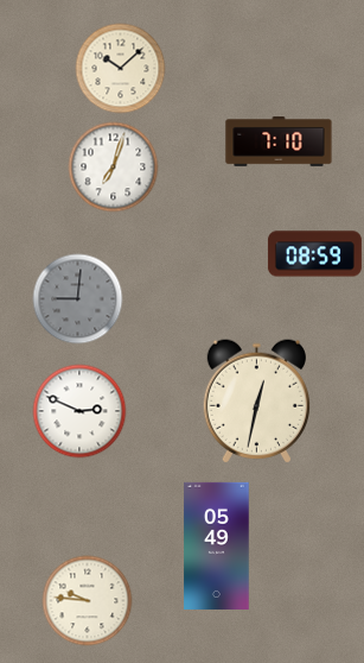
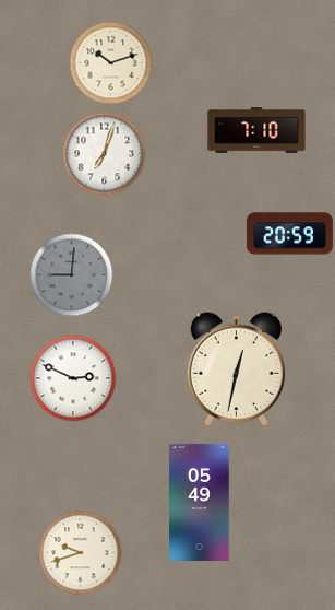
clock at (121, 69): 10:08 -> 10:12
clock at (314, 254): 08:59 -> 20:59
clock at (88, 601): 9:46 -> 9:42
